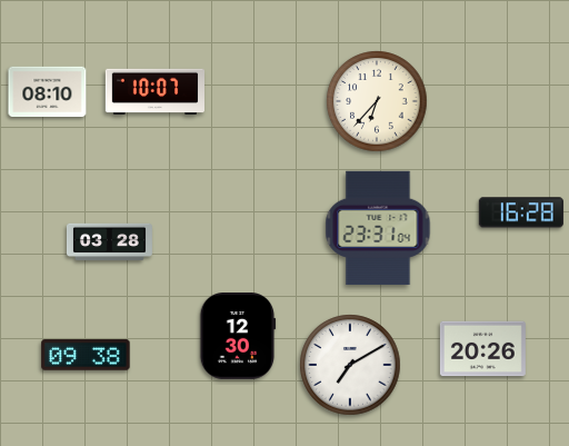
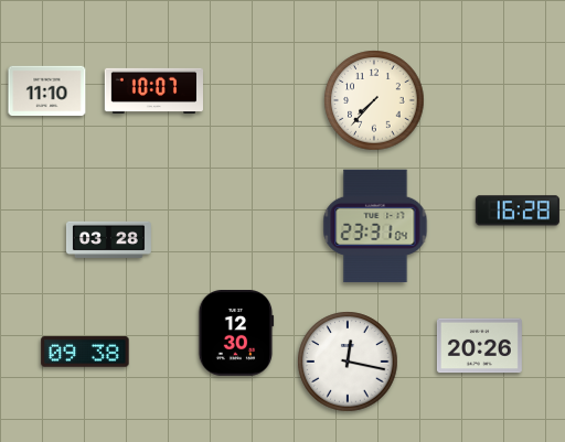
clock at (48, 91): 08:10 -> 11:10
clock at (377, 101): 6:37 -> 7:37
clock at (350, 365): 7:10 -> 12:17
